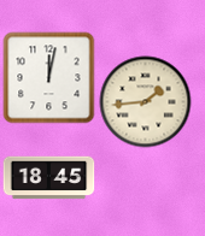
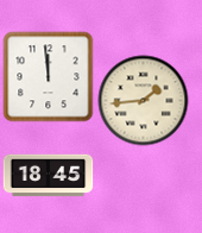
clock at (49, 78): 12:02 -> 11:59
